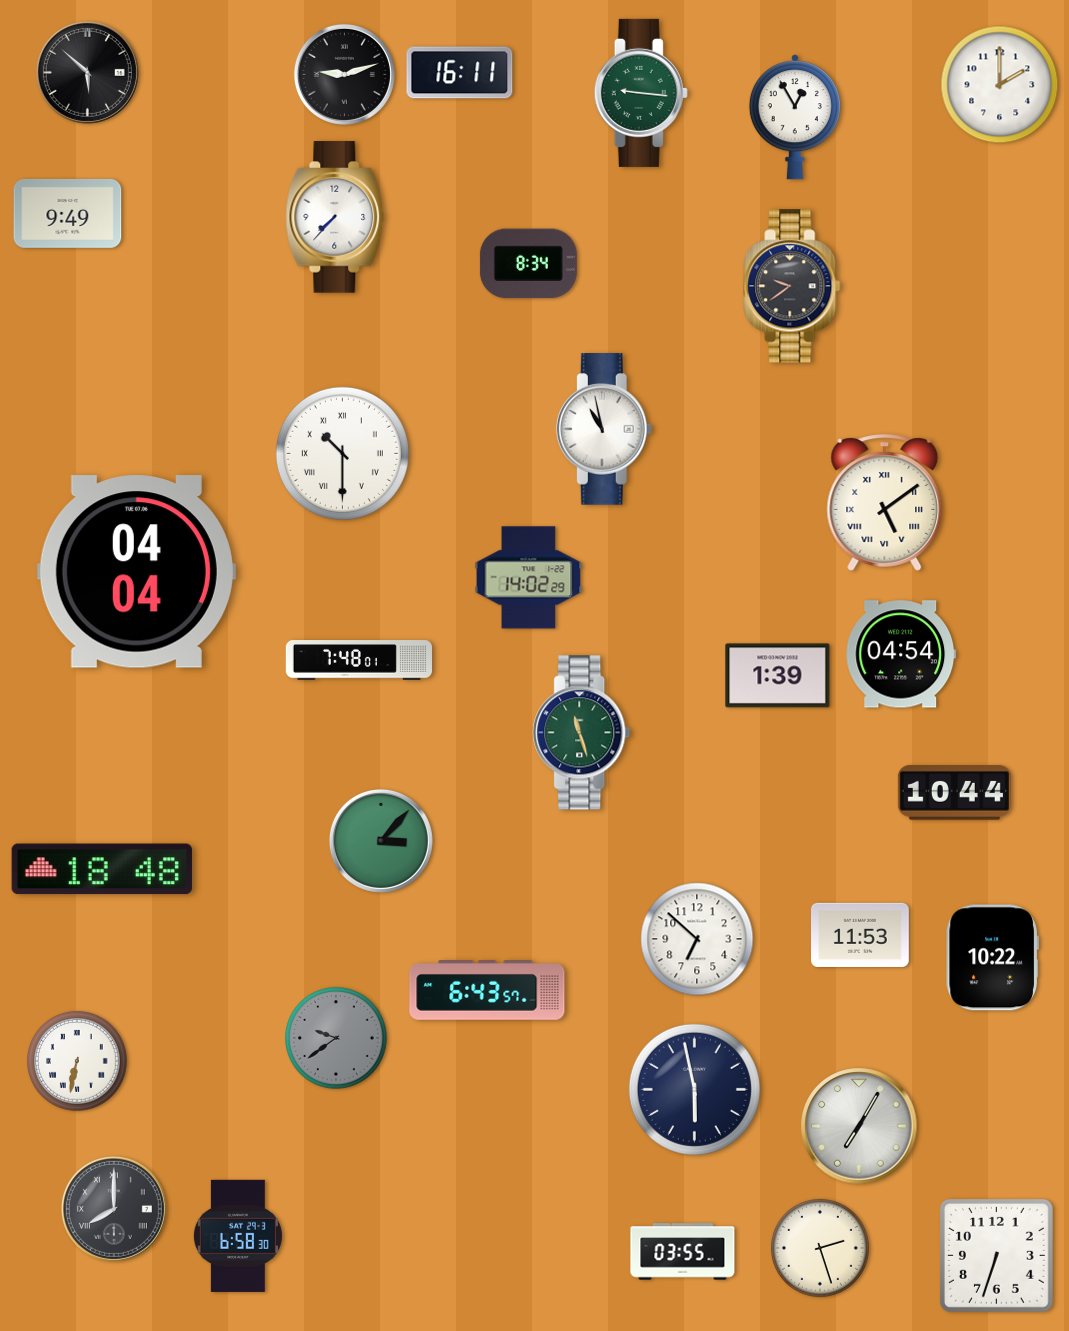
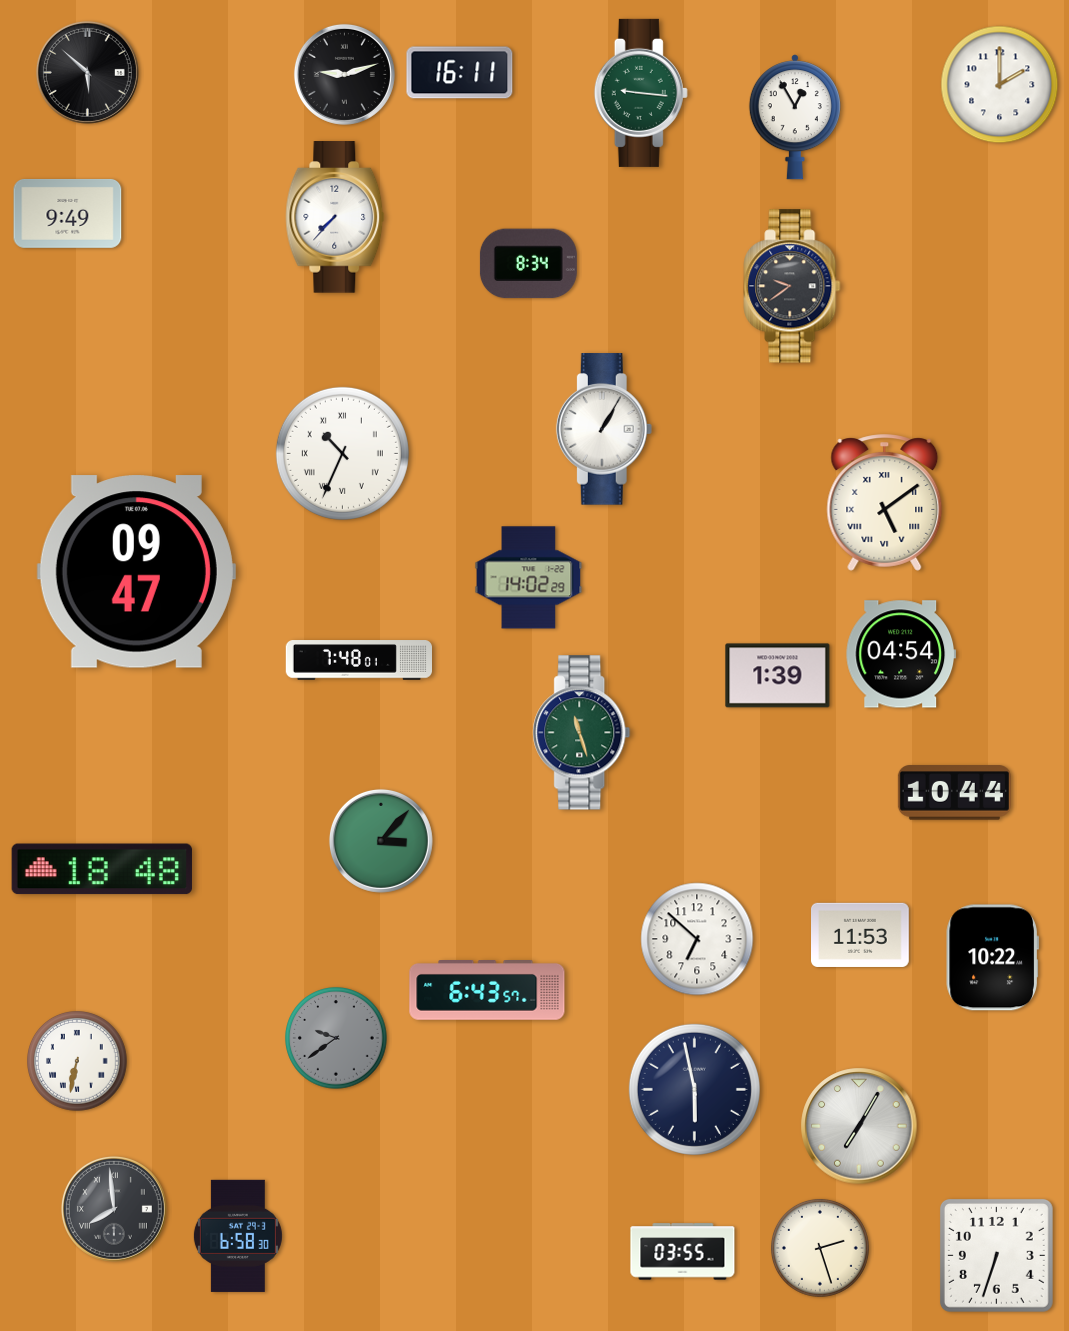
clock at (604, 429): 10:58 -> 1:05
clock at (342, 453): 10:30 -> 10:34
clock at (136, 572): 04:04 -> 09:47
clock at (114, 1209): 8:00 -> 7:59
